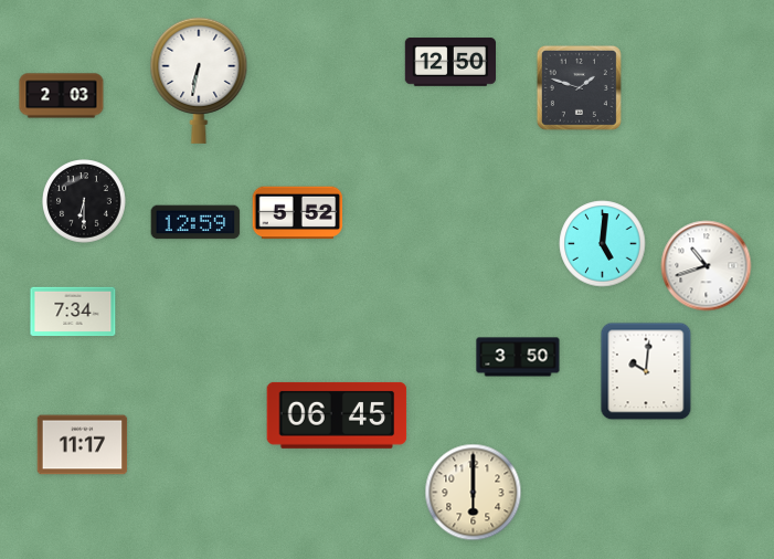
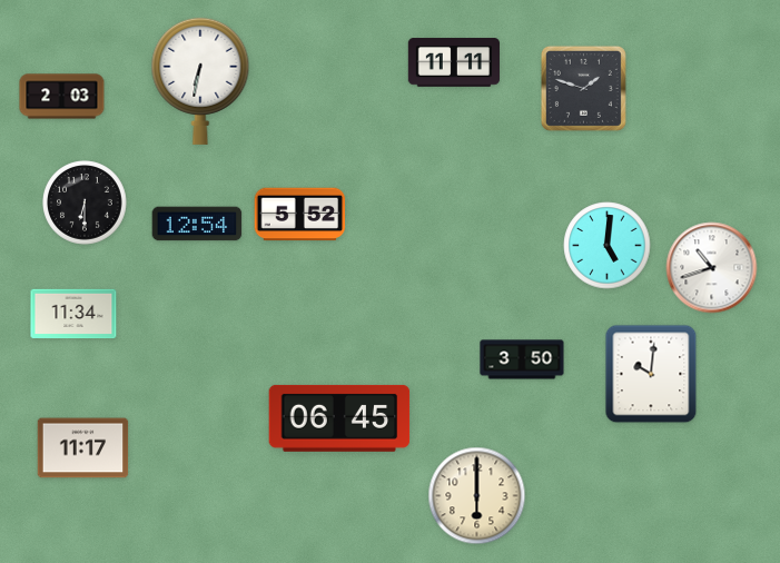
clock at (449, 62): 12:50 -> 11:11
clock at (195, 222): 12:59 -> 12:54
clock at (73, 312): 7:34 -> 11:34
